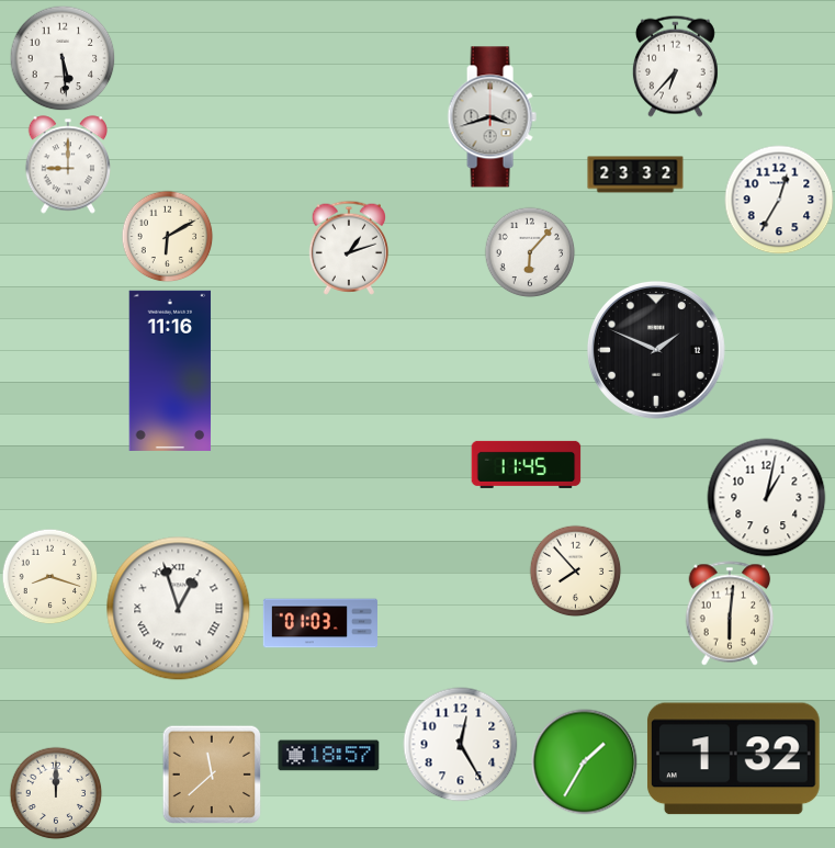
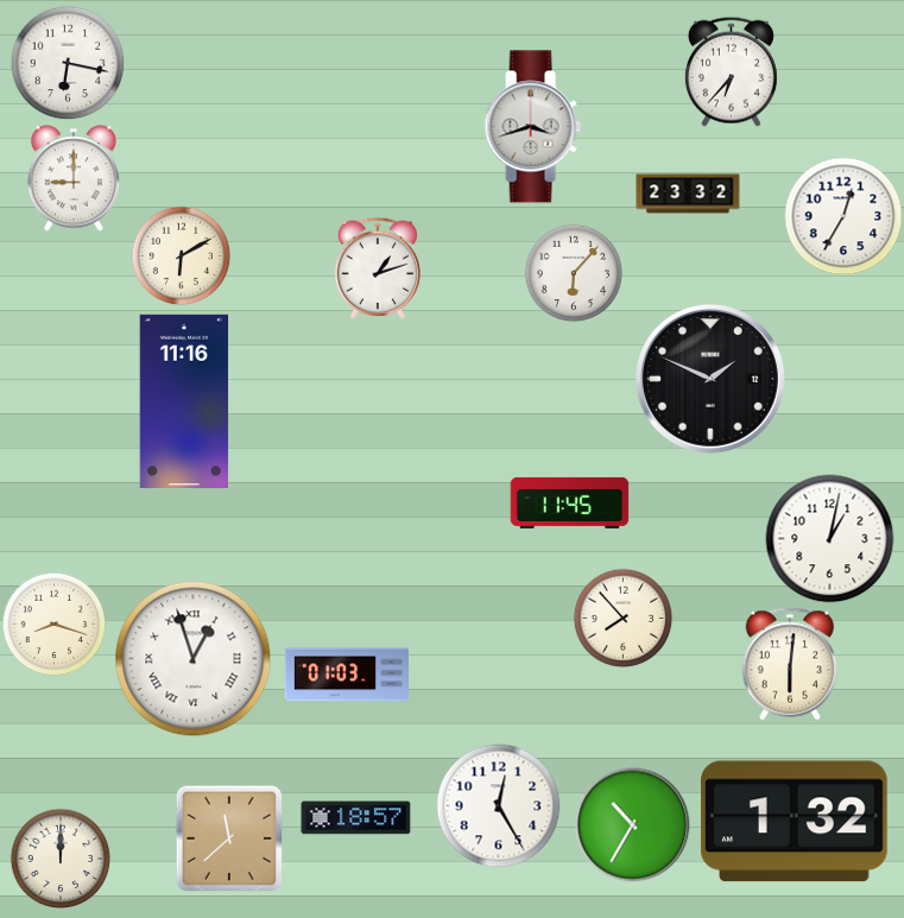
clock at (63, 58): 5:29 -> 6:17
clock at (635, 174) position: (635, 174) -> (688, 194)
clock at (585, 762): 1:35 -> 10:35
